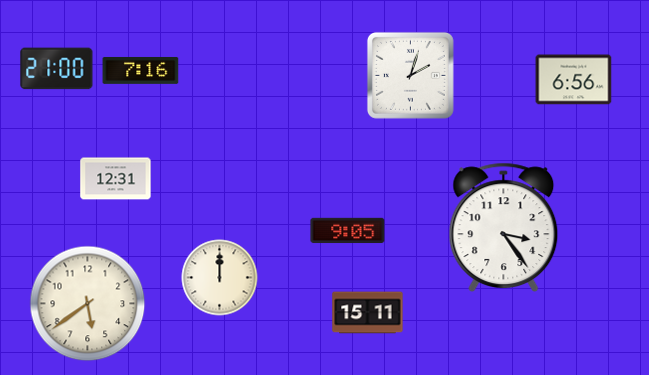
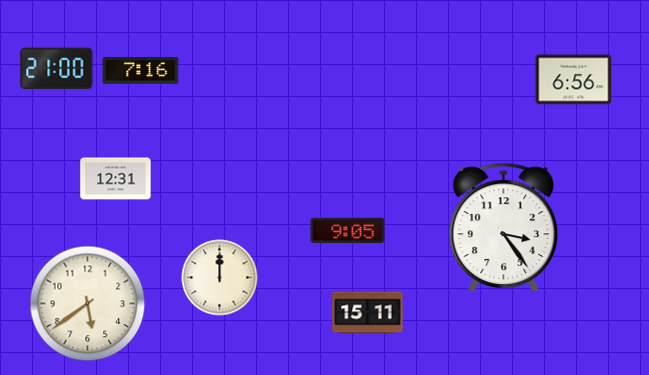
clock at (410, 75): 2:03 -> none
